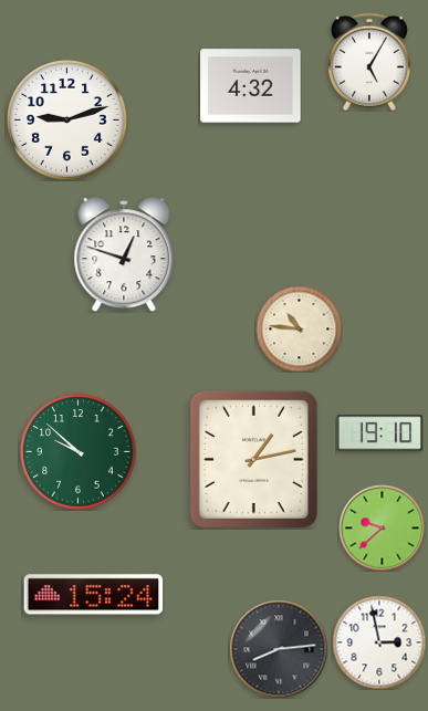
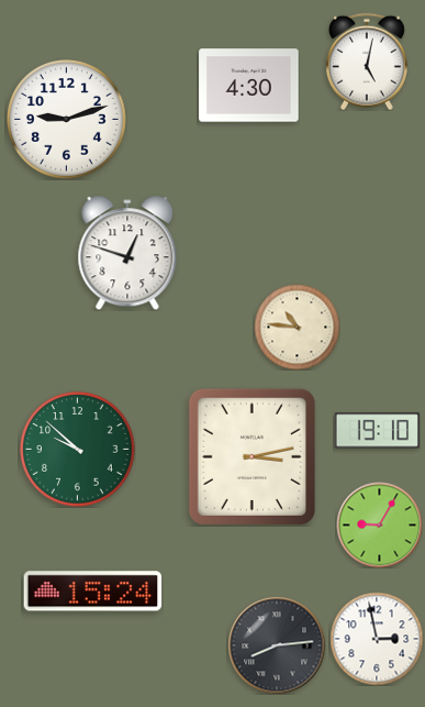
clock at (369, 62): 5:05 -> 5:02
clock at (251, 86): 4:32 -> 4:30
clock at (124, 254) position: (124, 254) -> (127, 253)
clock at (253, 459): 1:13 -> 3:13
clock at (382, 527): 9:38 -> 9:05
